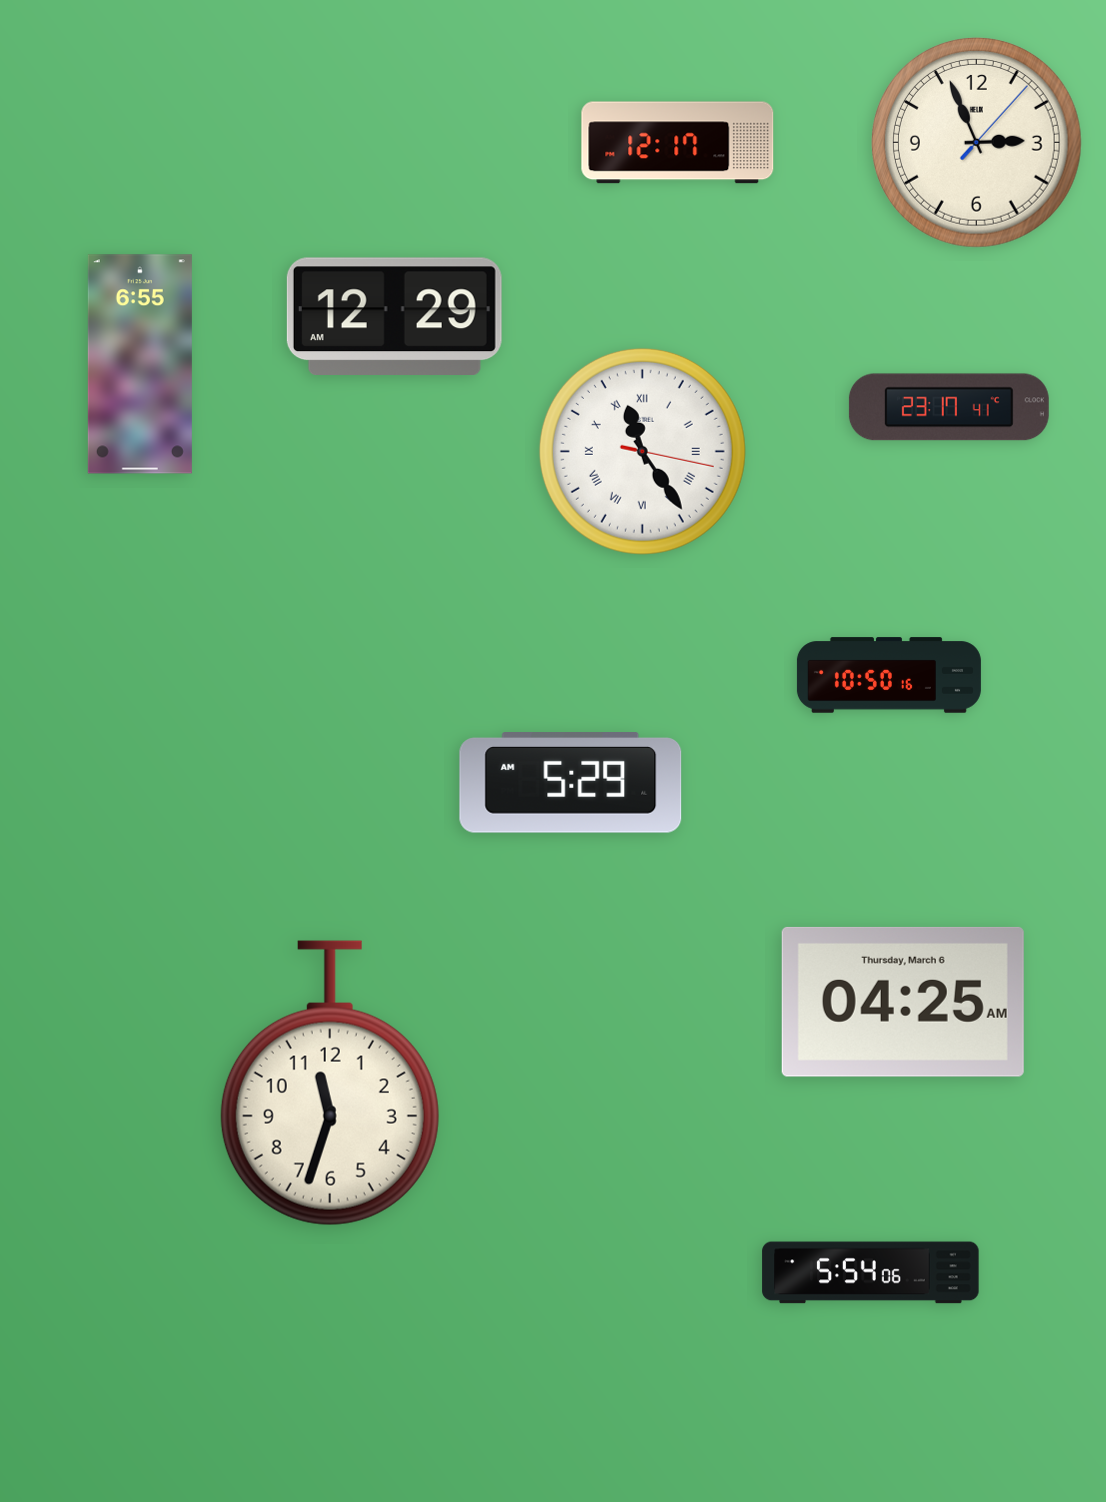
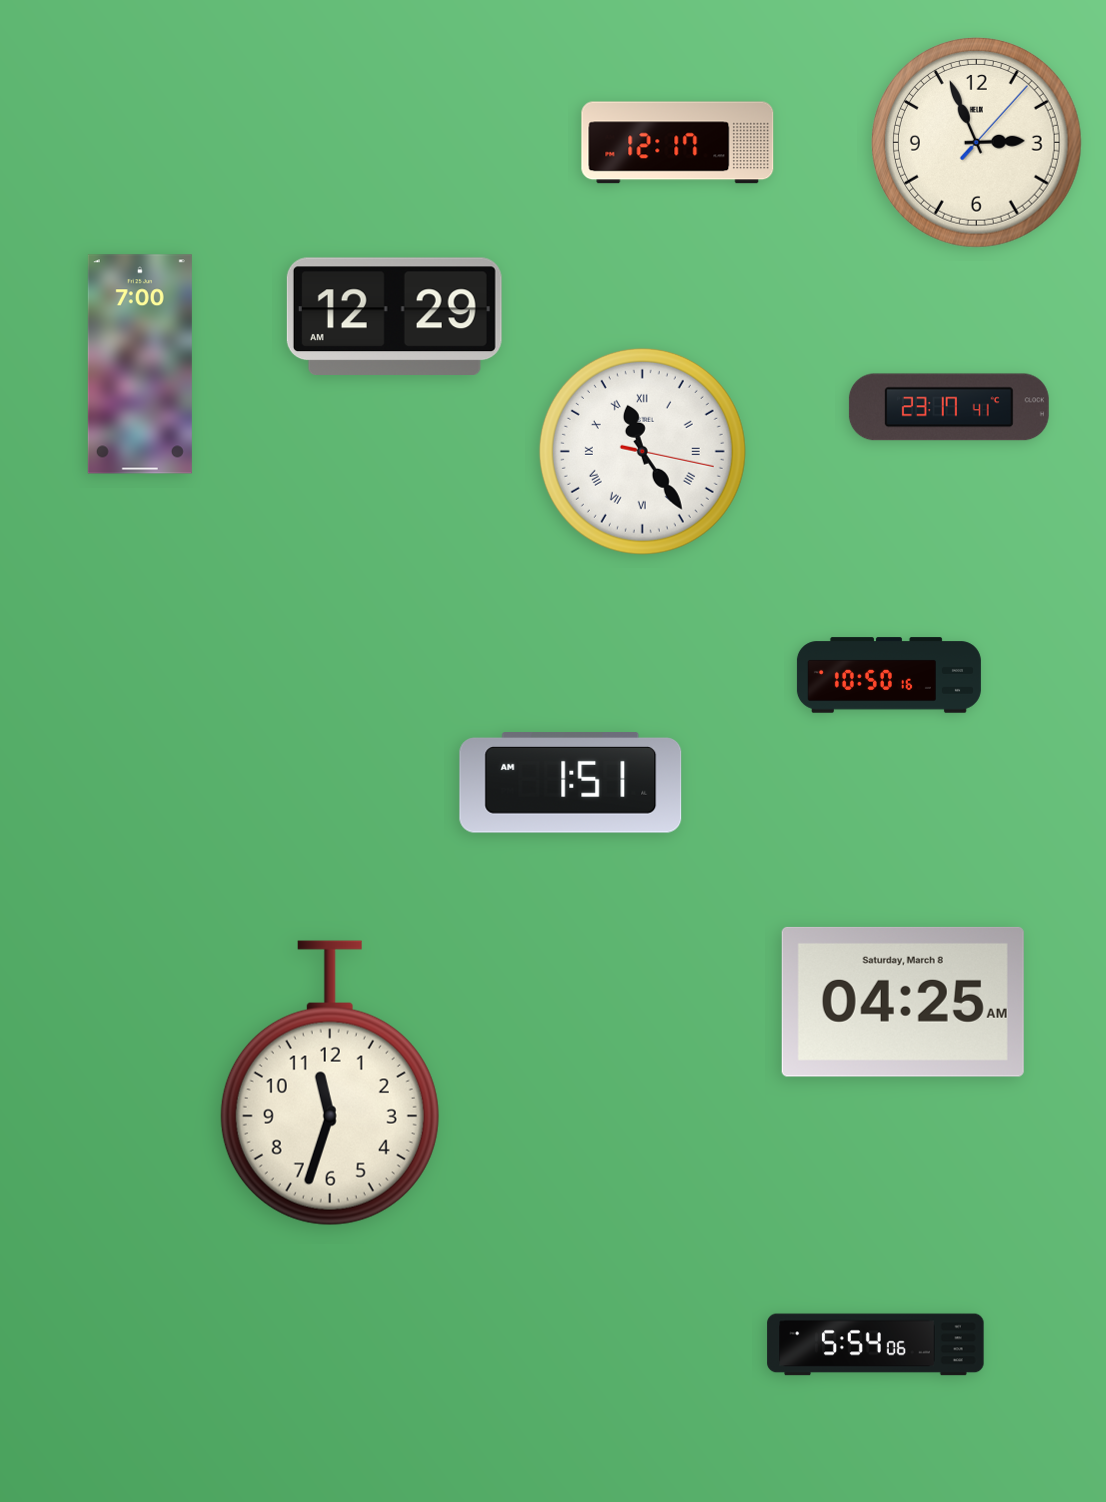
clock at (140, 364): 6:55 -> 7:00
clock at (571, 783): 5:29 -> 1:51
clock at (903, 1002) date: Thursday, March 6 -> Saturday, March 8
clock at (871, 1273) position: (871, 1273) -> (876, 1345)
